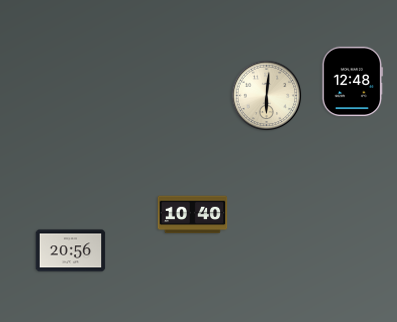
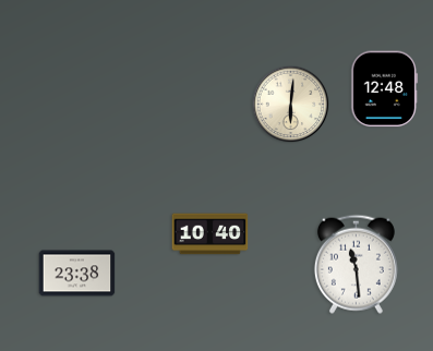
clock at (356, 264): none -> 11:29
clock at (71, 251): 20:56 -> 23:38
